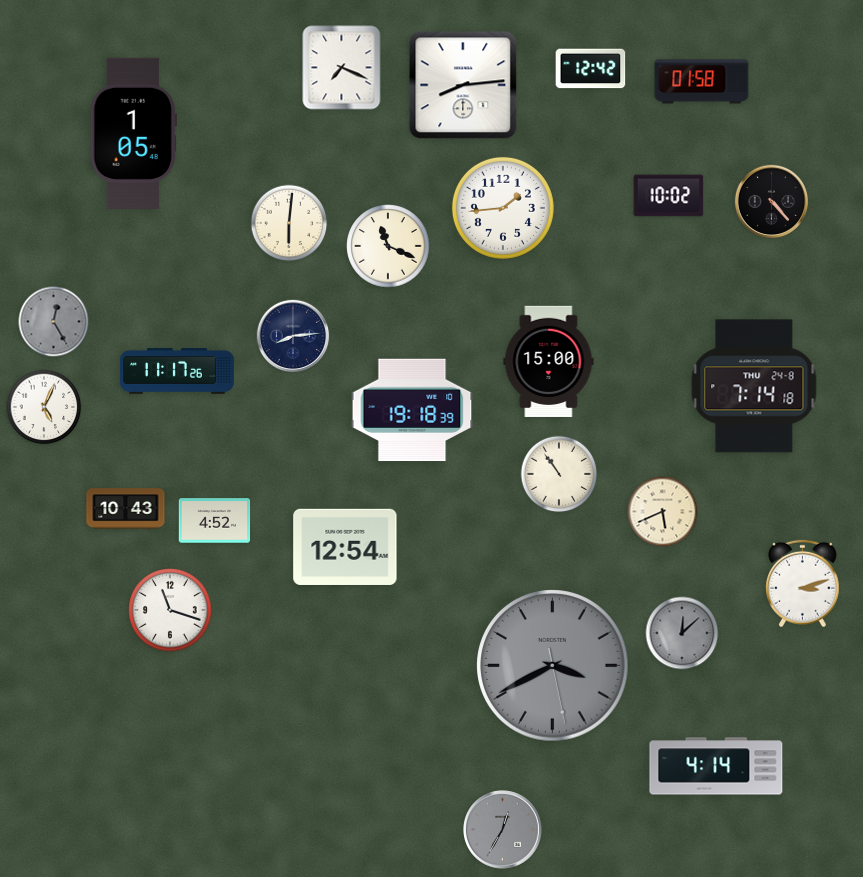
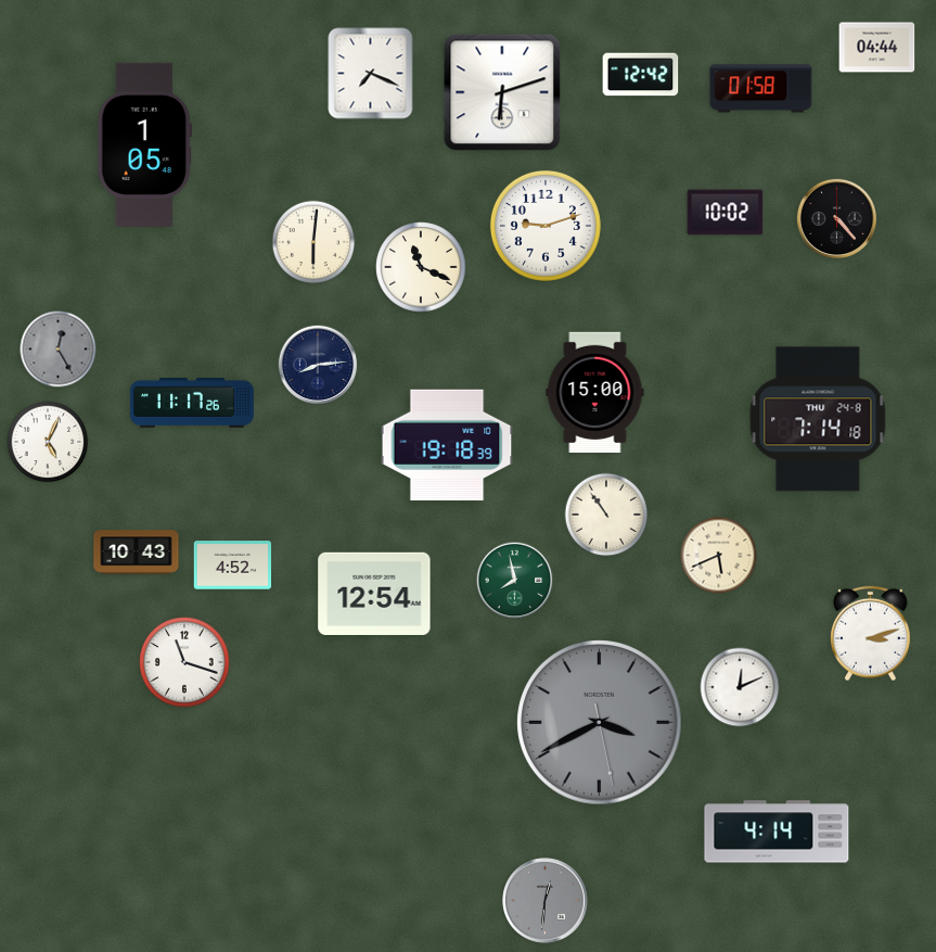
clock at (877, 48): none -> 04:44
clock at (463, 85): 8:14 -> 6:12
clock at (503, 208): 1:44 -> 9:12
clock at (515, 581): none -> 7:58
clock at (682, 633): 12:08 -> 12:11
clock at (682, 633) dial: grey -> white
clock at (503, 830): 12:35 -> 12:31
